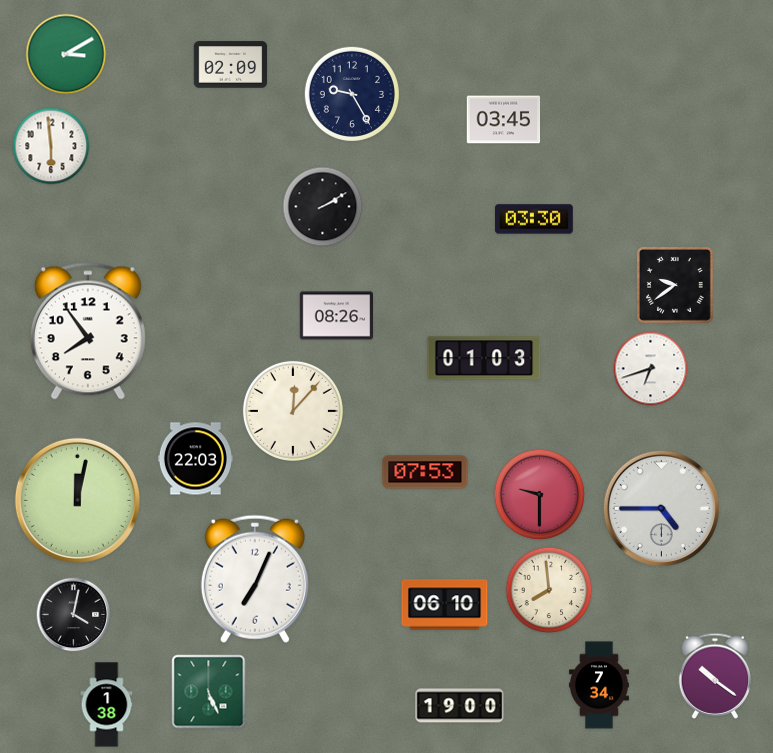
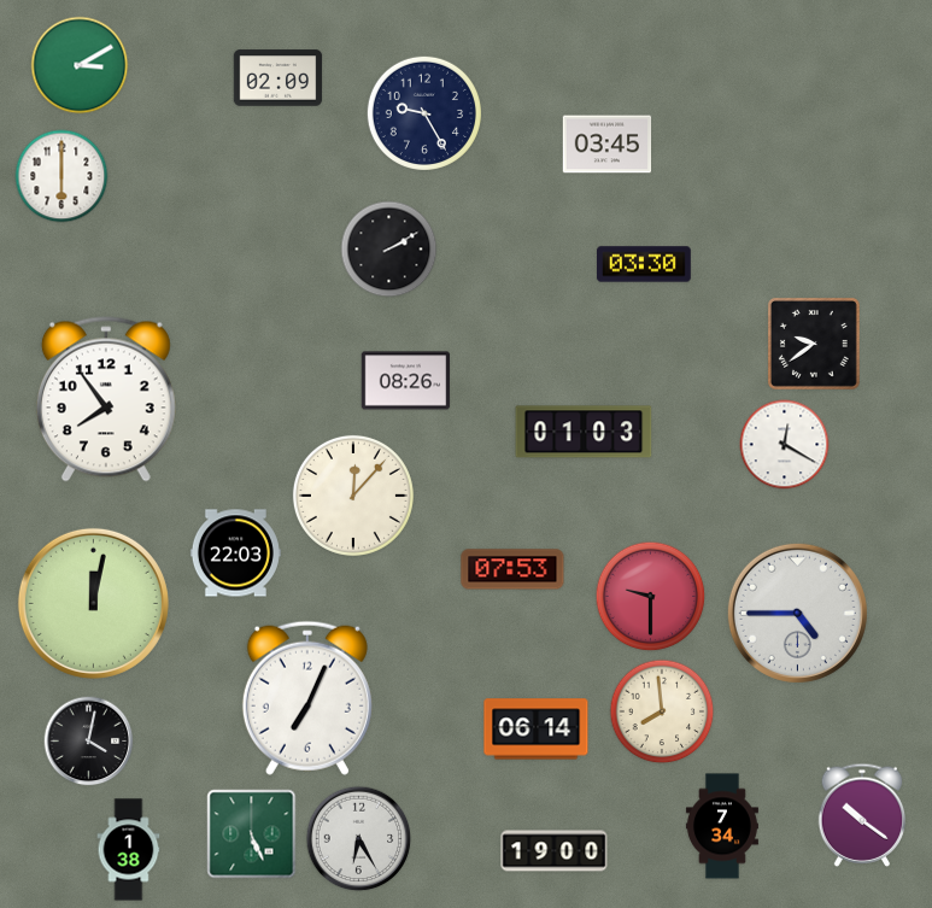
clock at (51, 146): 5:59 -> 6:00
clock at (651, 369): 6:42 -> 12:20
clock at (445, 605): 06:10 -> 06:14
clock at (359, 839): none -> 6:25
